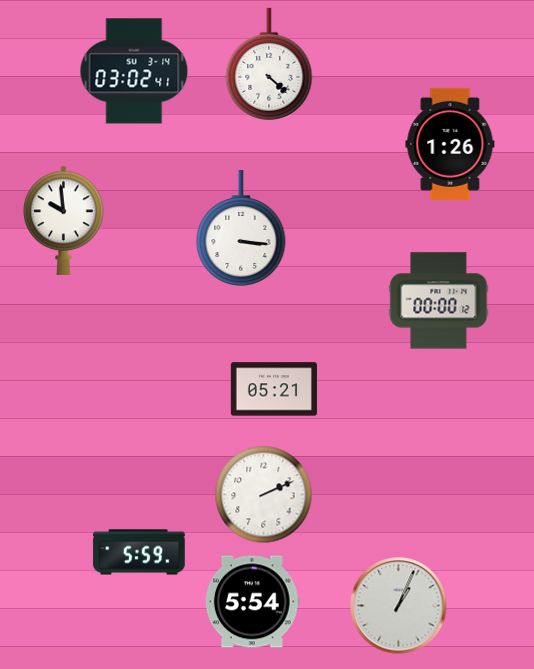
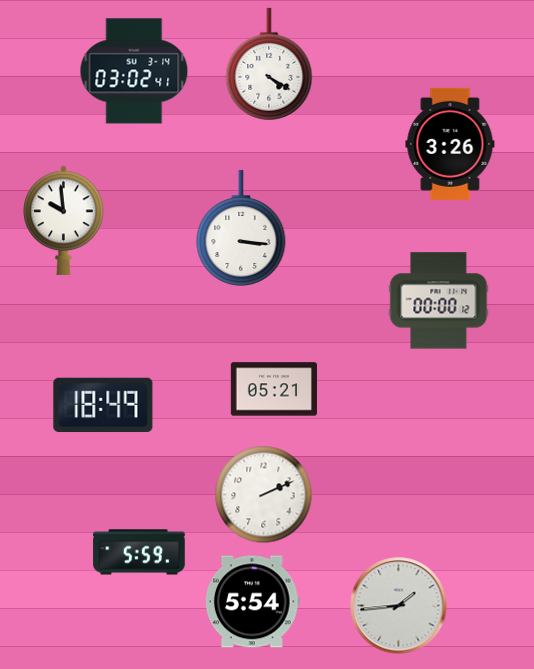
clock at (269, 64): 4:22 -> 4:20
clock at (450, 144): 1:26 -> 3:26
clock at (103, 405): none -> 18:49
clock at (399, 606): 1:04 -> 1:44
